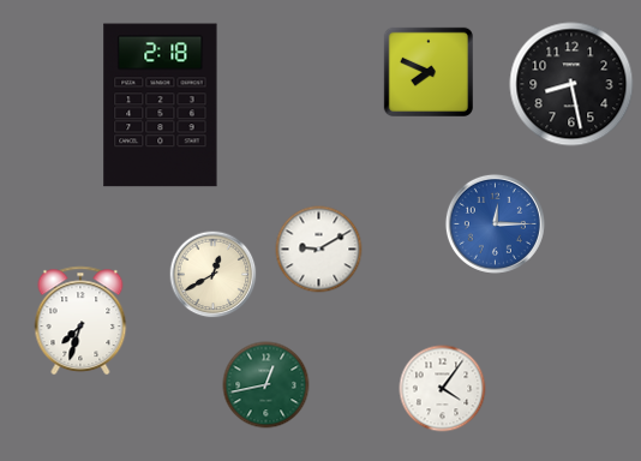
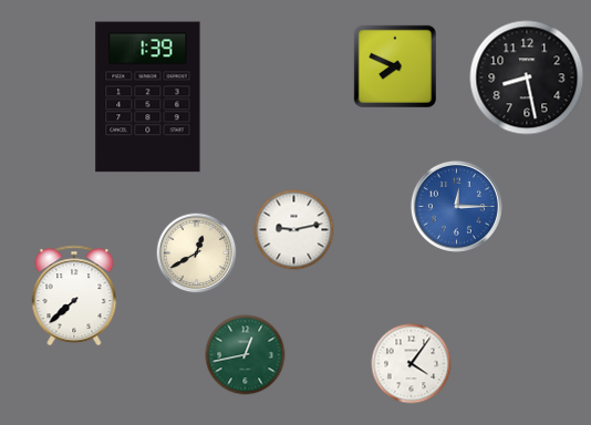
clock at (161, 106): 2:18 -> 1:39
clock at (319, 250): 9:10 -> 9:13
clock at (80, 321): 7:33 -> 7:38
clock at (443, 389) position: (443, 389) -> (412, 364)
